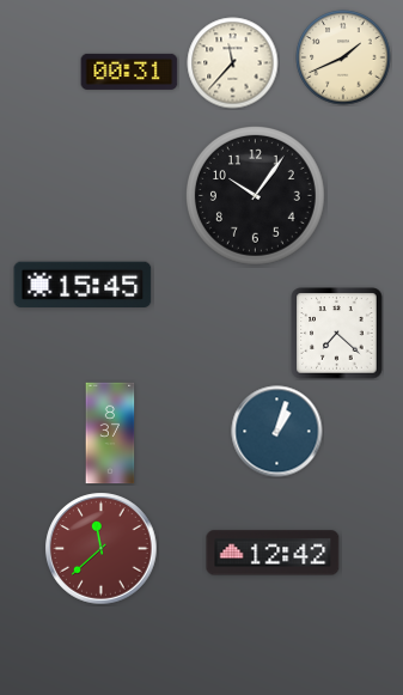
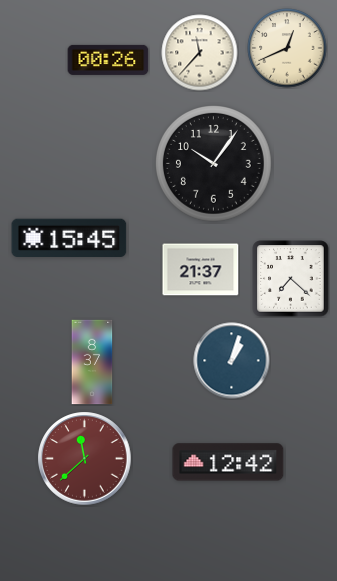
clock at (343, 57): 1:41 -> 12:41
clock at (233, 63) position: (233, 63) -> (200, 53)
clock at (129, 72): 00:31 -> 00:26
clock at (201, 270): none -> 21:37
clock at (337, 334) position: (337, 334) -> (291, 279)
